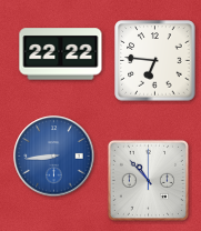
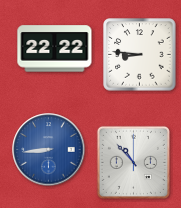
clock at (155, 61): 6:46 -> 8:46
clock at (54, 157) position: (54, 157) -> (49, 150)
